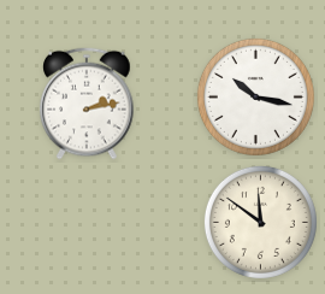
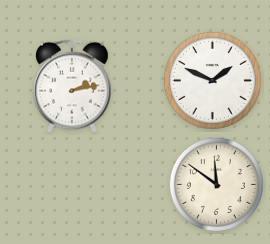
clock at (255, 96): 10:17 -> 1:49
